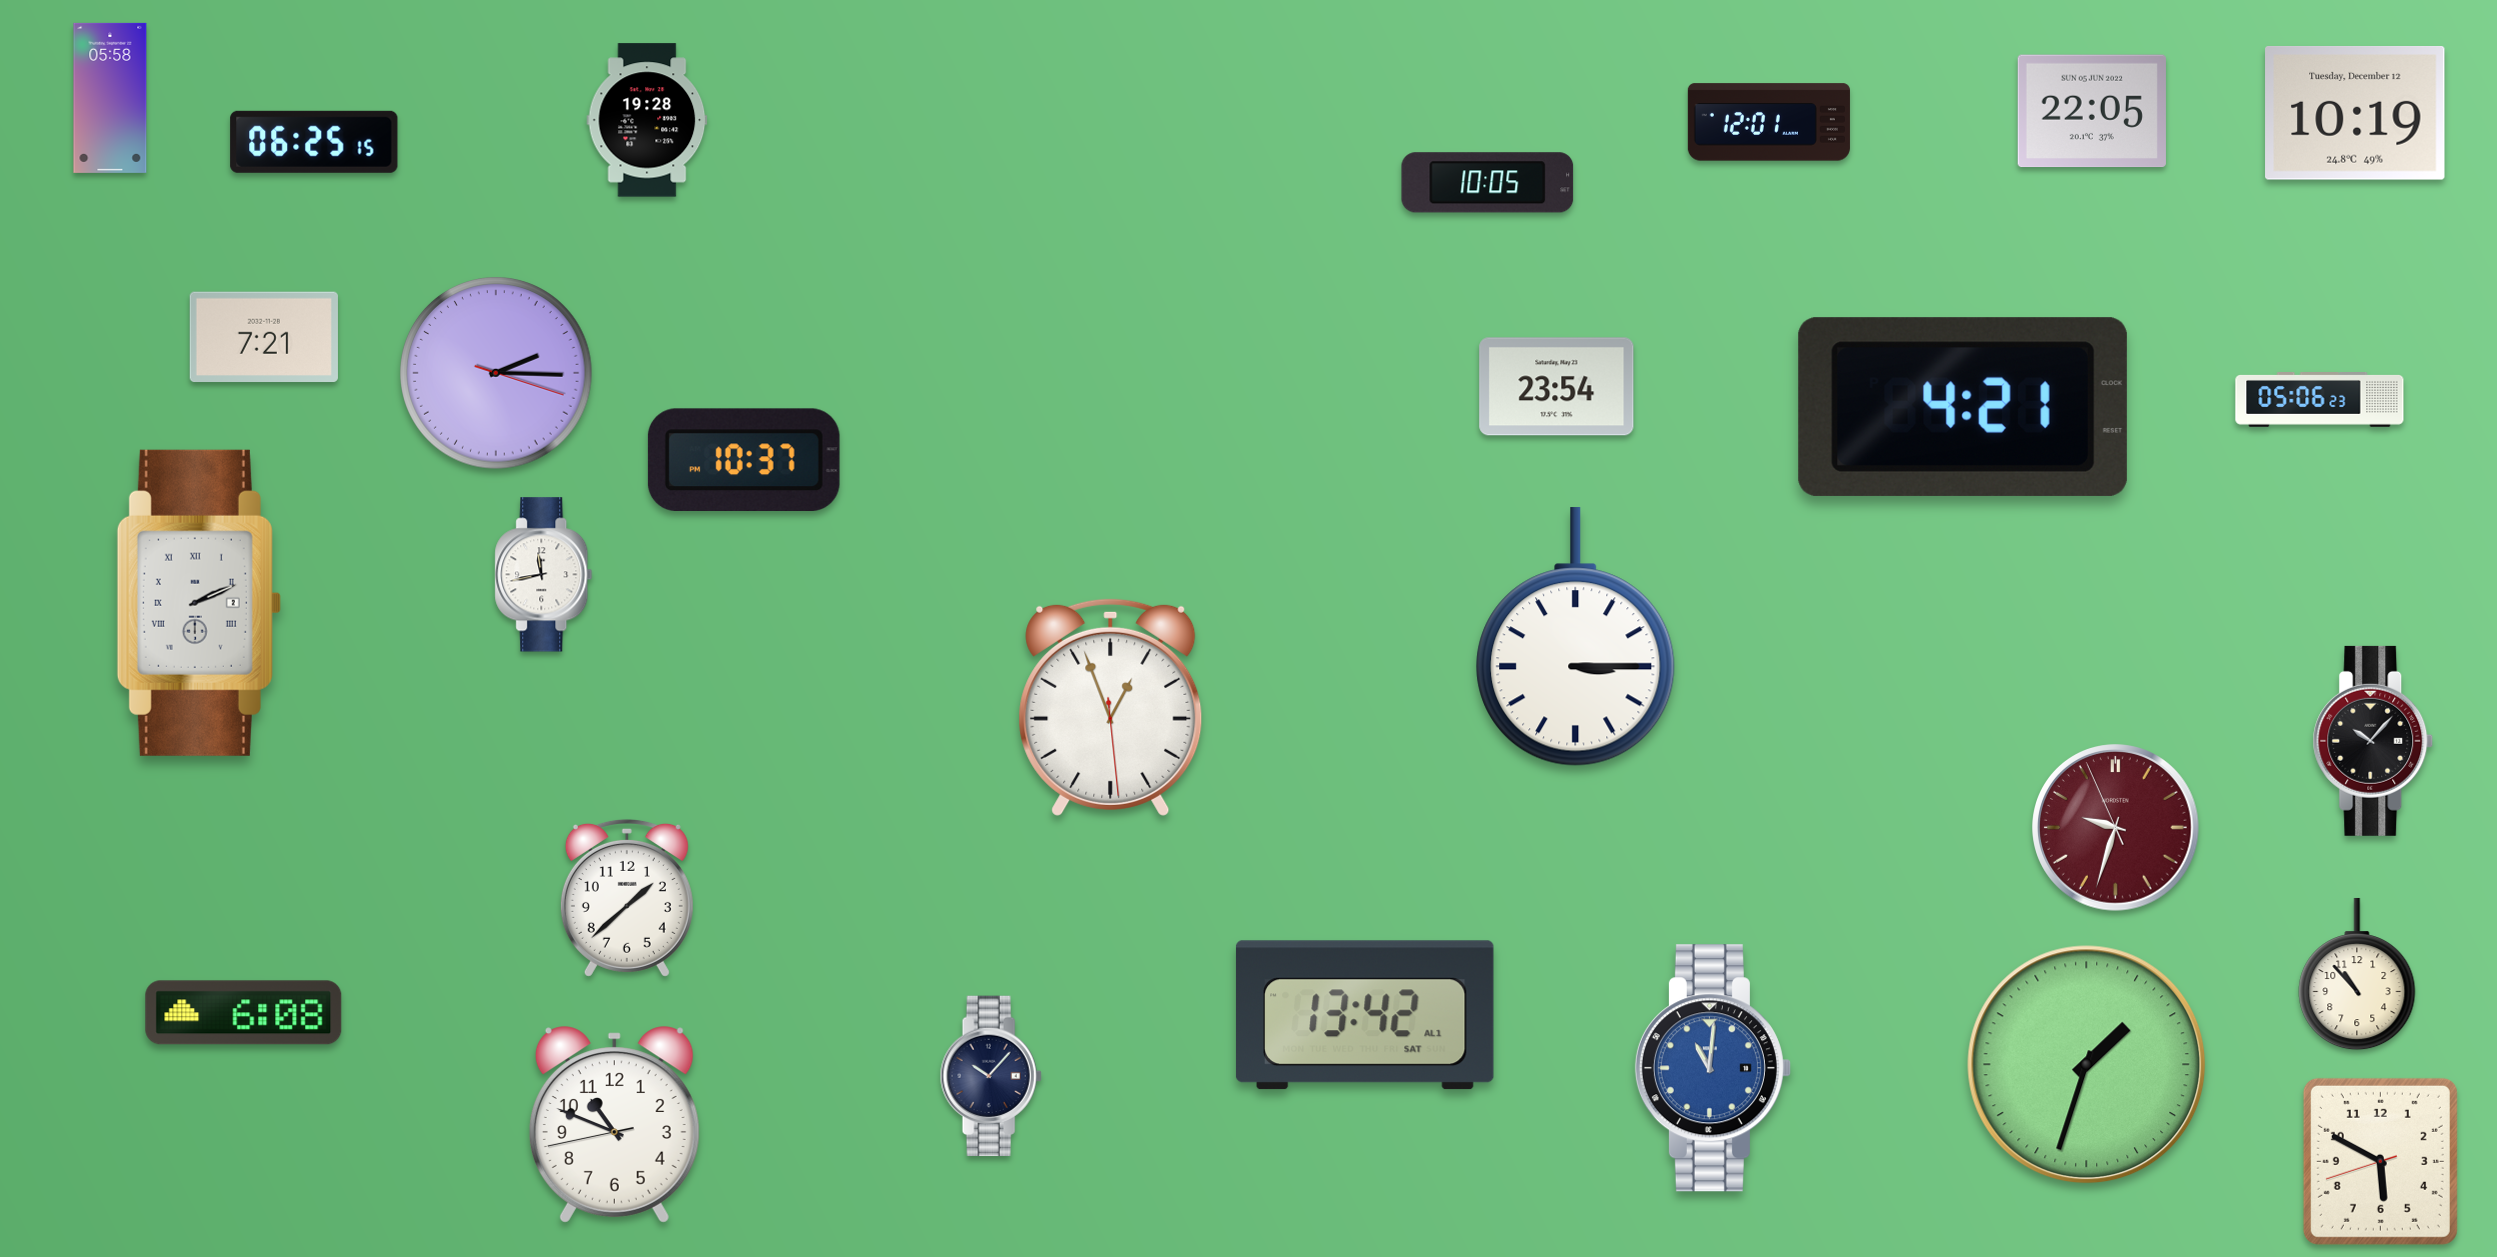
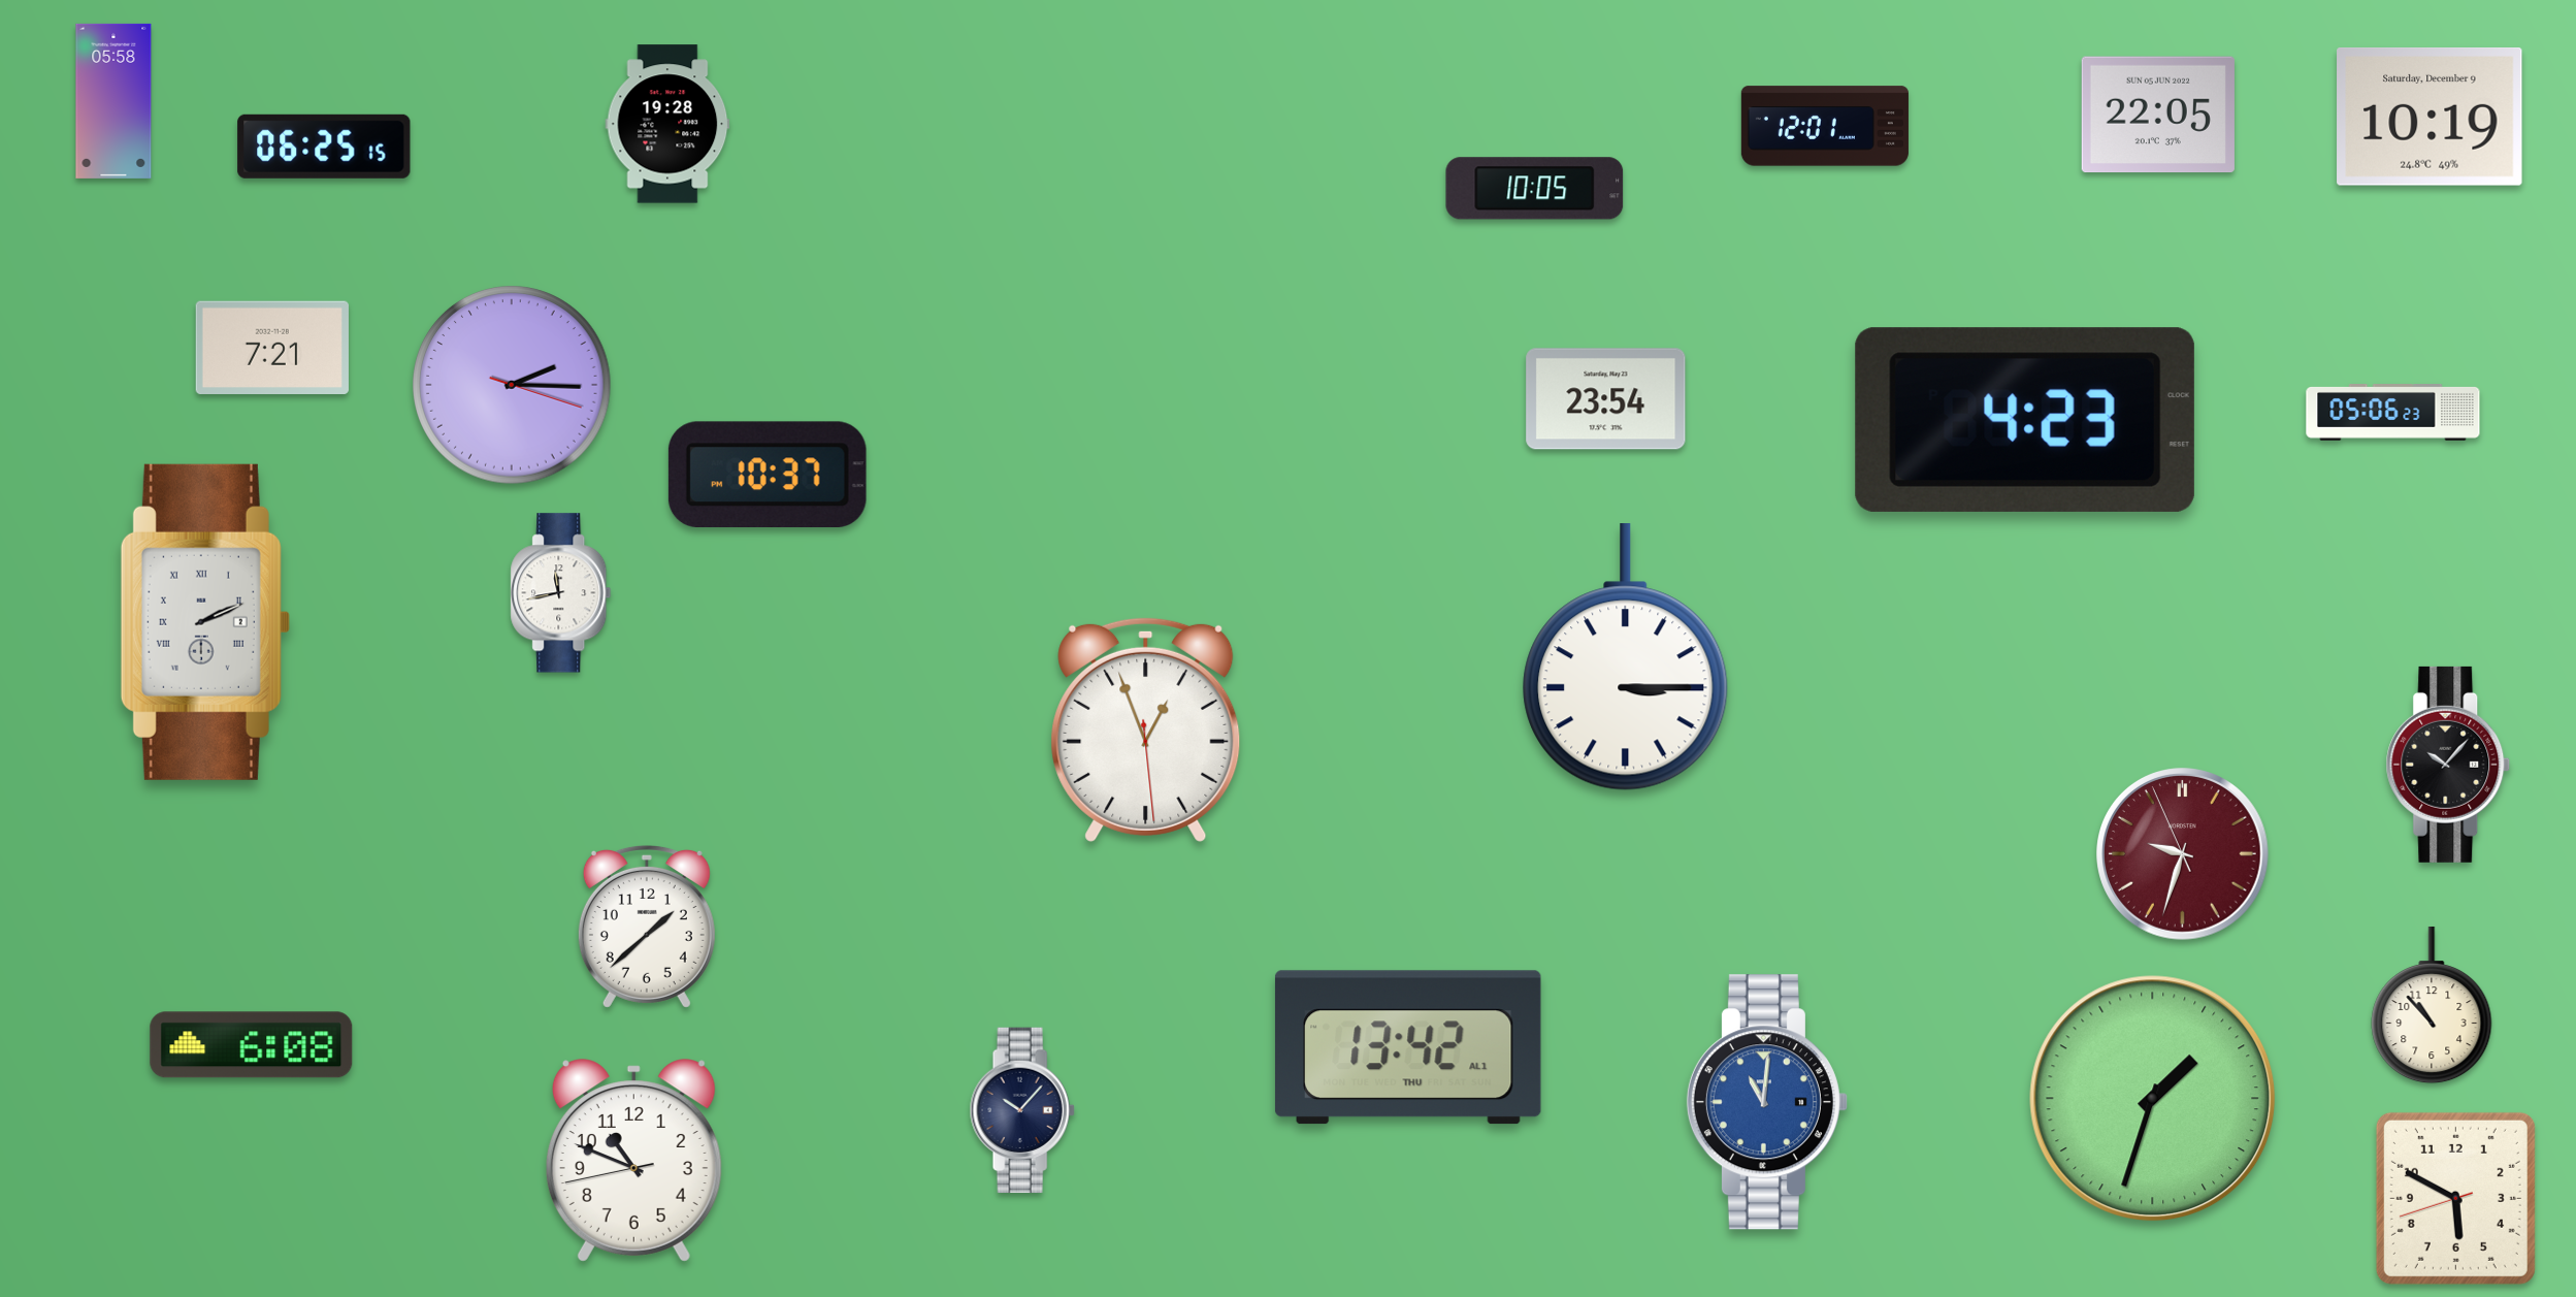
clock at (2355, 114) date: Tuesday, December 12 -> Saturday, December 9
clock at (1963, 407): 4:21 -> 4:23
clock at (1365, 1015) date: SAT -> THU
